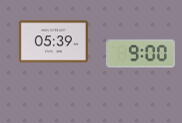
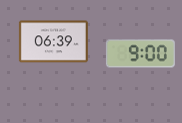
clock at (53, 42): 05:39 -> 06:39
